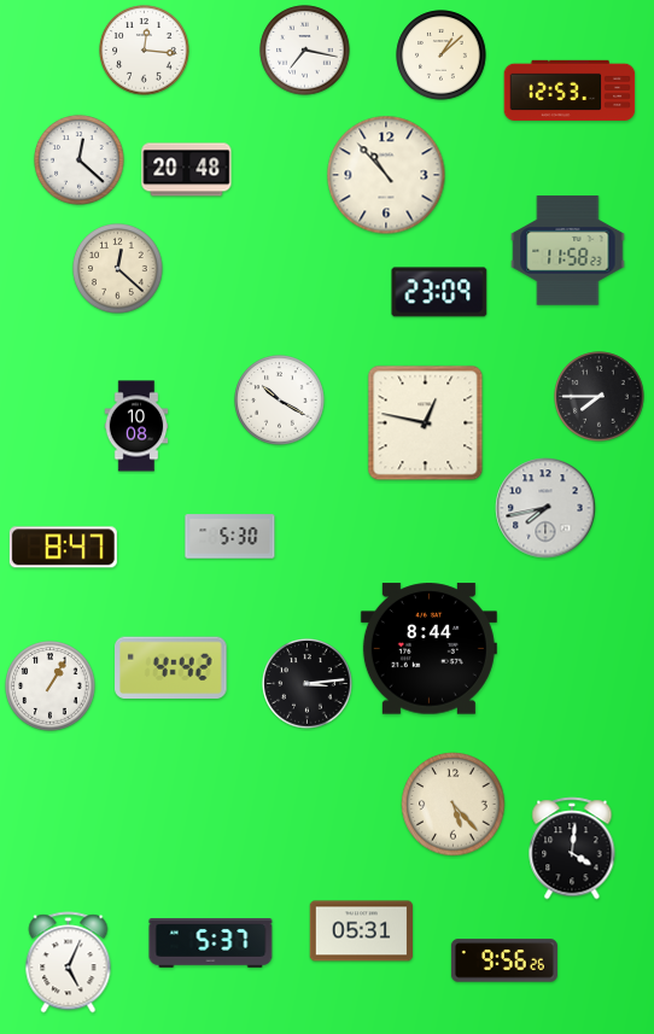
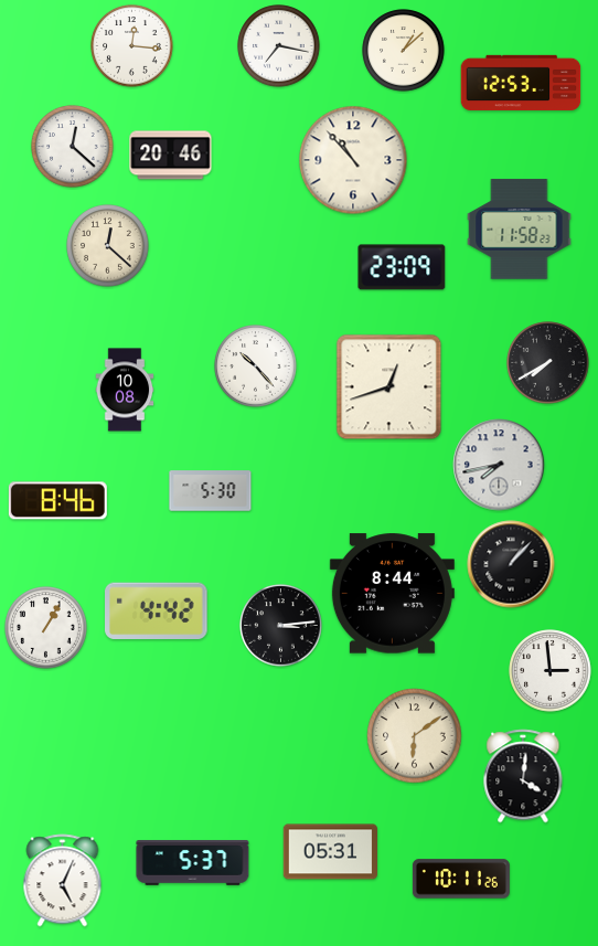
clock at (187, 170): 20:48 -> 20:46
clock at (600, 397): 7:45 -> 7:40
clock at (280, 401): 10:20 -> 10:23
clock at (426, 423): 12:47 -> 12:42
clock at (63, 548): 8:47 -> 8:46
clock at (511, 564): none -> 1:07
clock at (551, 671): none -> 2:59
clock at (454, 805): 5:23 -> 6:09
clock at (504, 960): 9:56 -> 10:11
